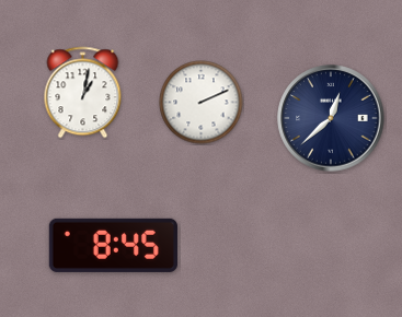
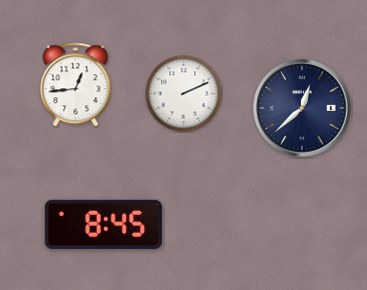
clock at (83, 93): 1:02 -> 12:44
